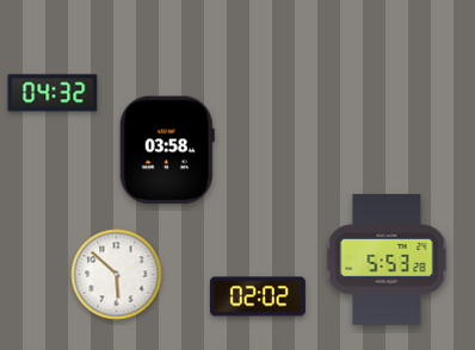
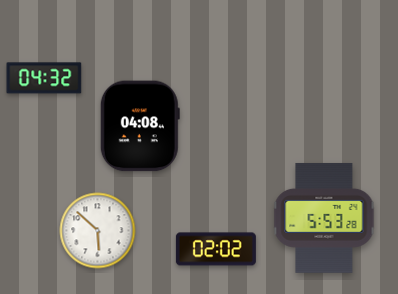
clock at (167, 150): 03:58 -> 04:08
